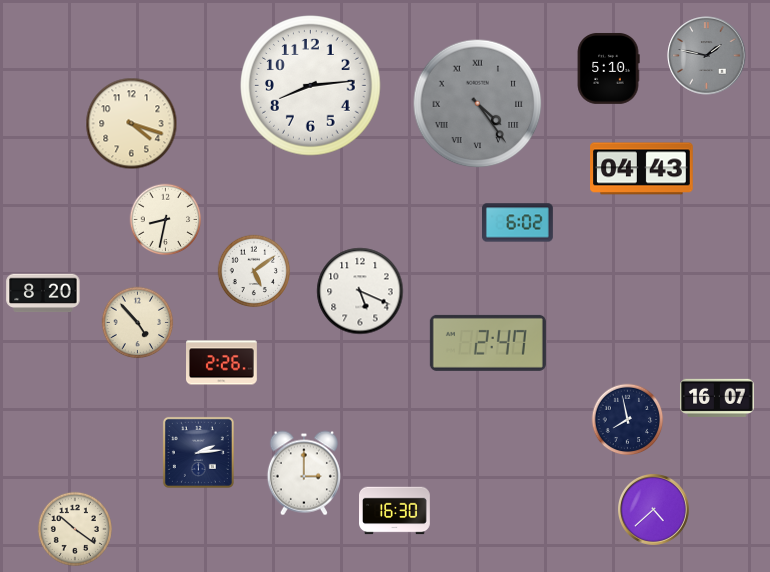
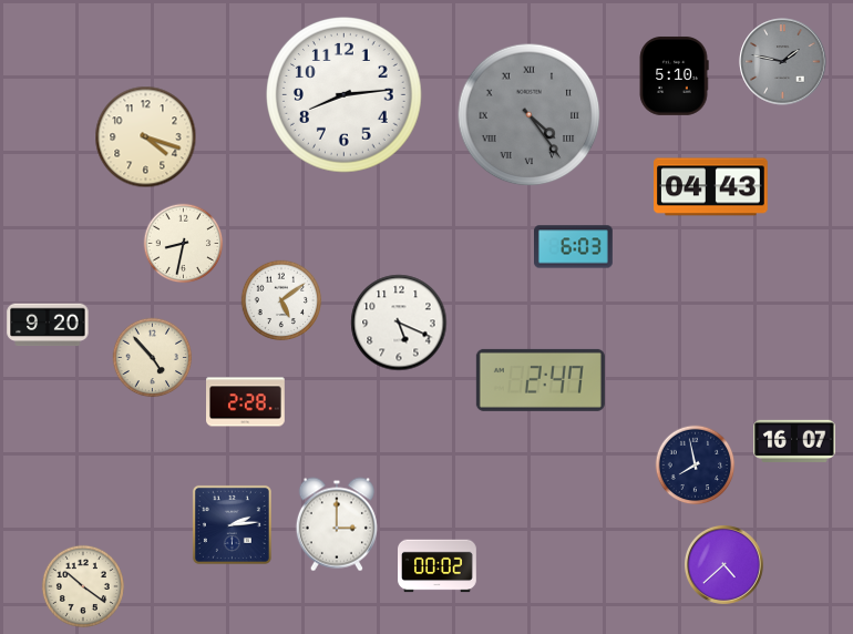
clock at (518, 223): 6:02 -> 6:03
clock at (43, 293): 8:20 -> 9:20
clock at (222, 363): 2:26 -> 2:28
clock at (198, 452) position: (198, 452) -> (232, 524)
clock at (395, 511): 16:30 -> 00:02
